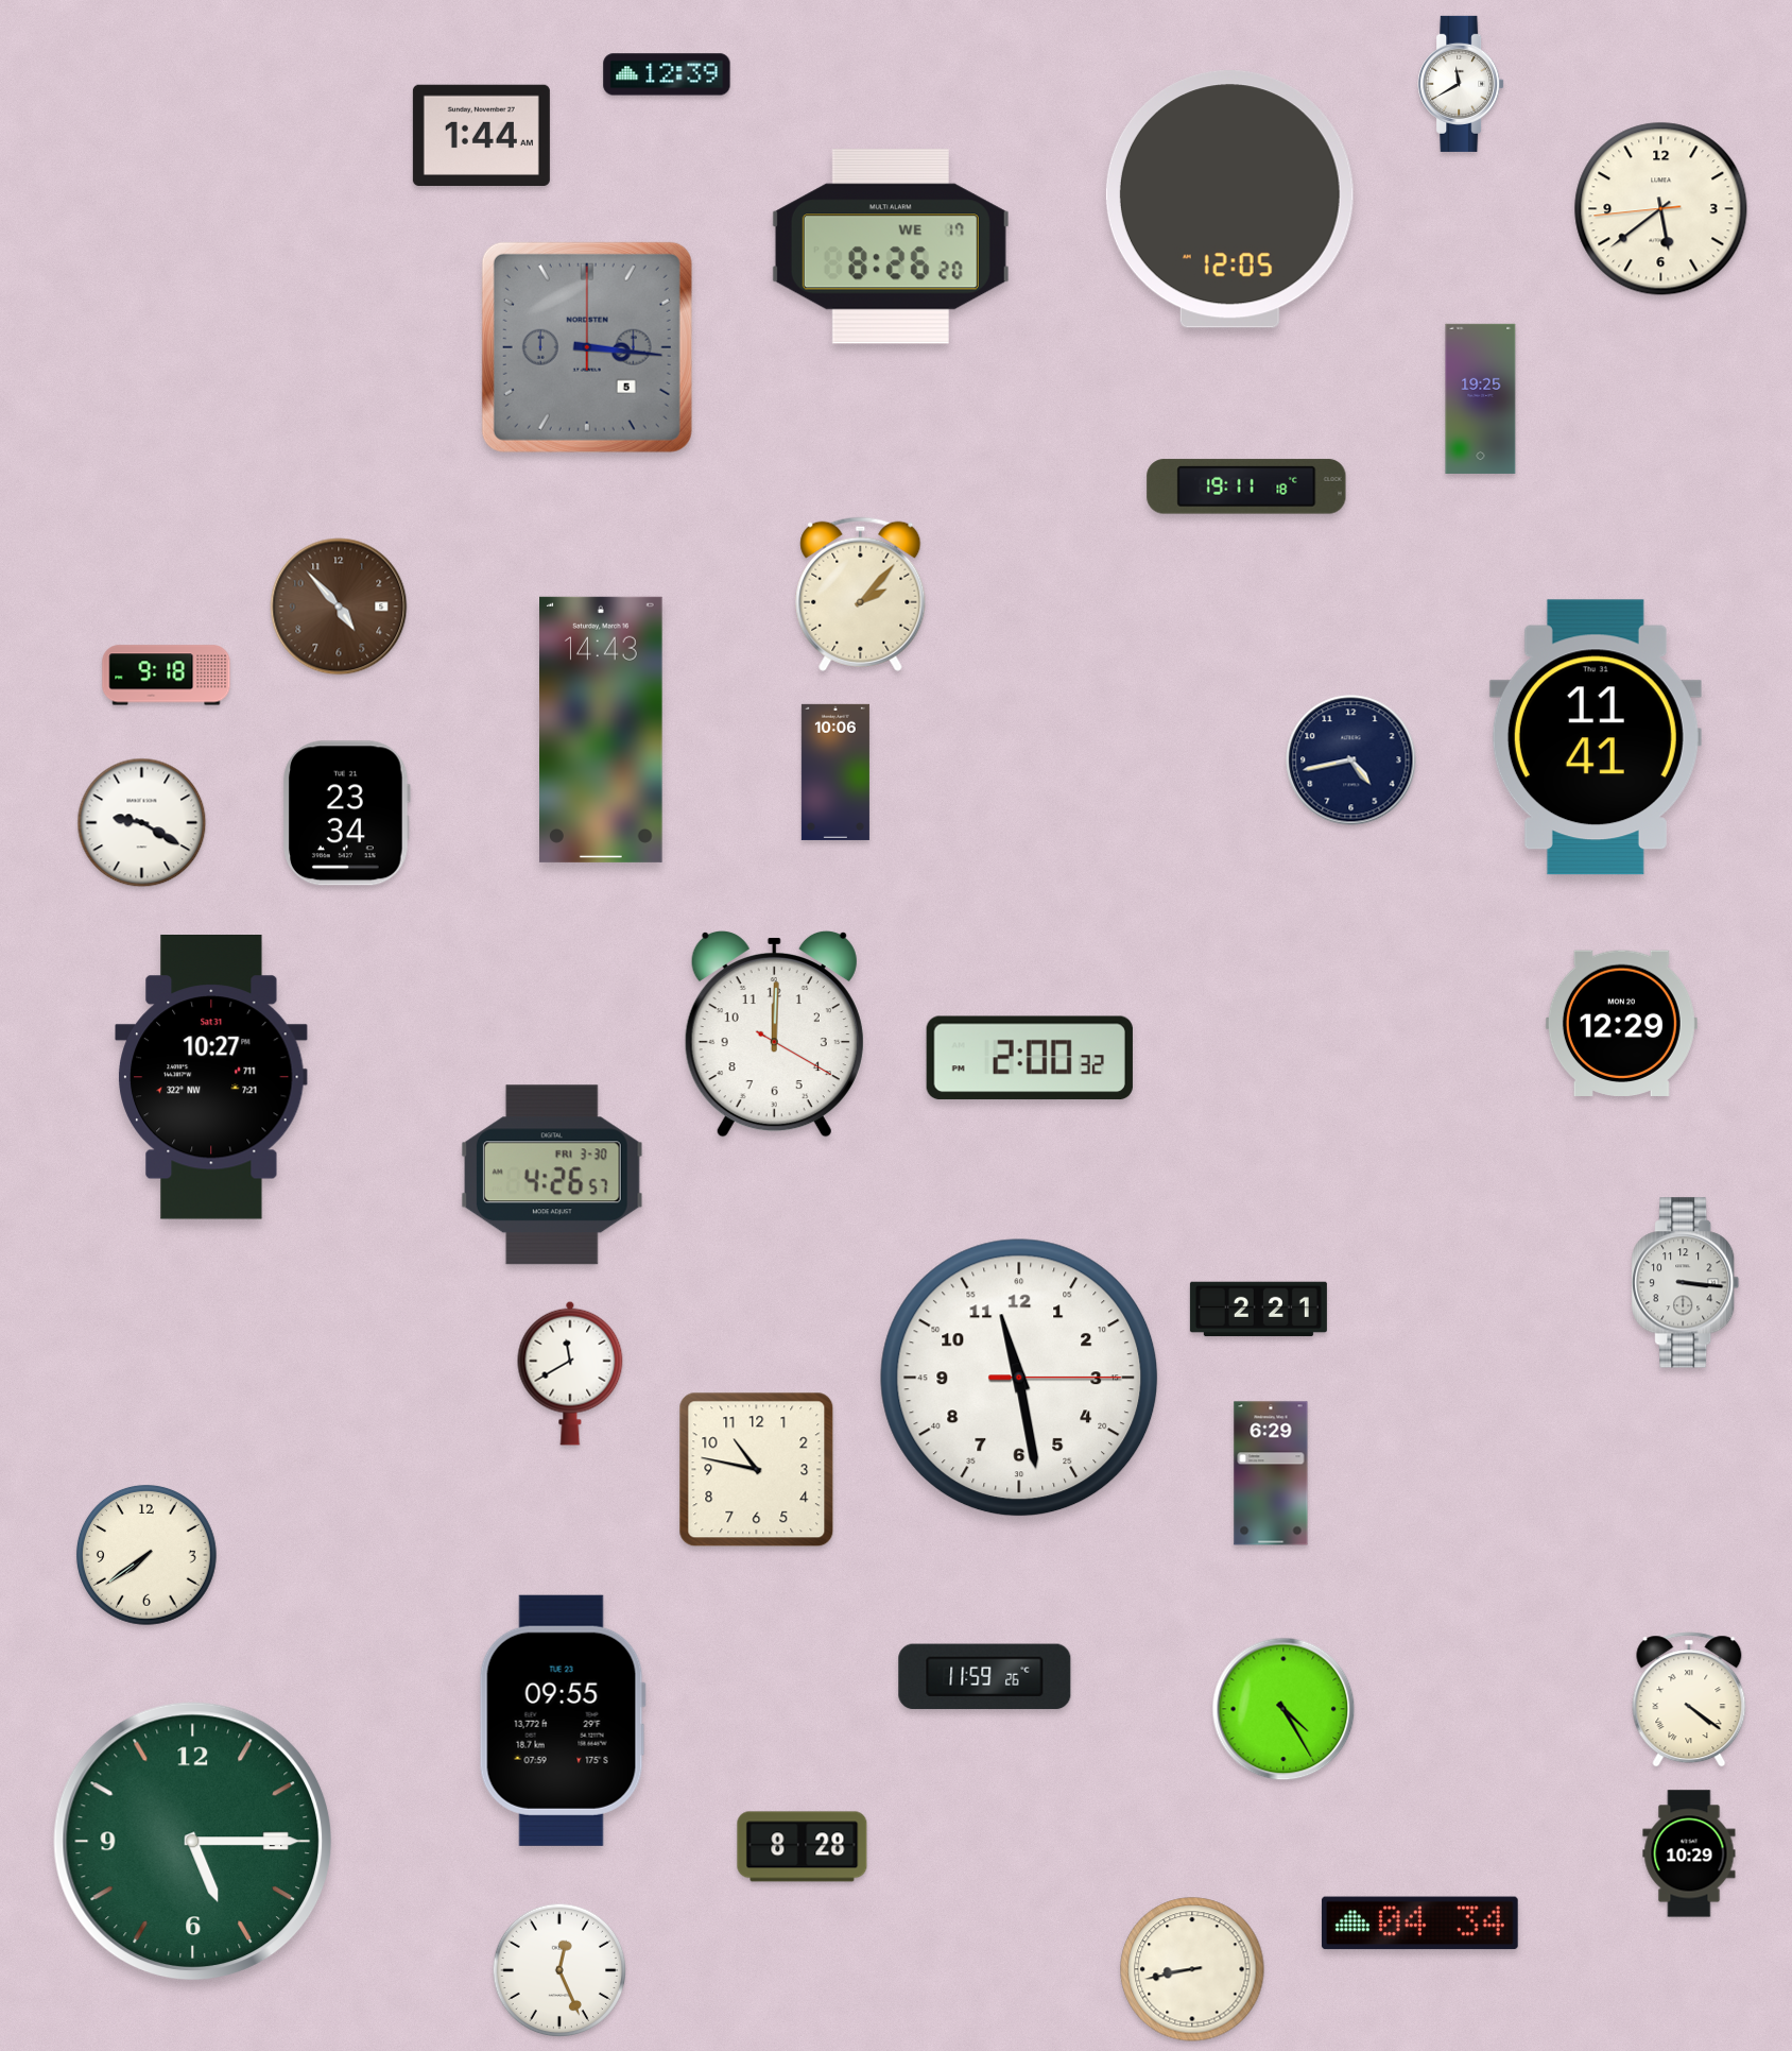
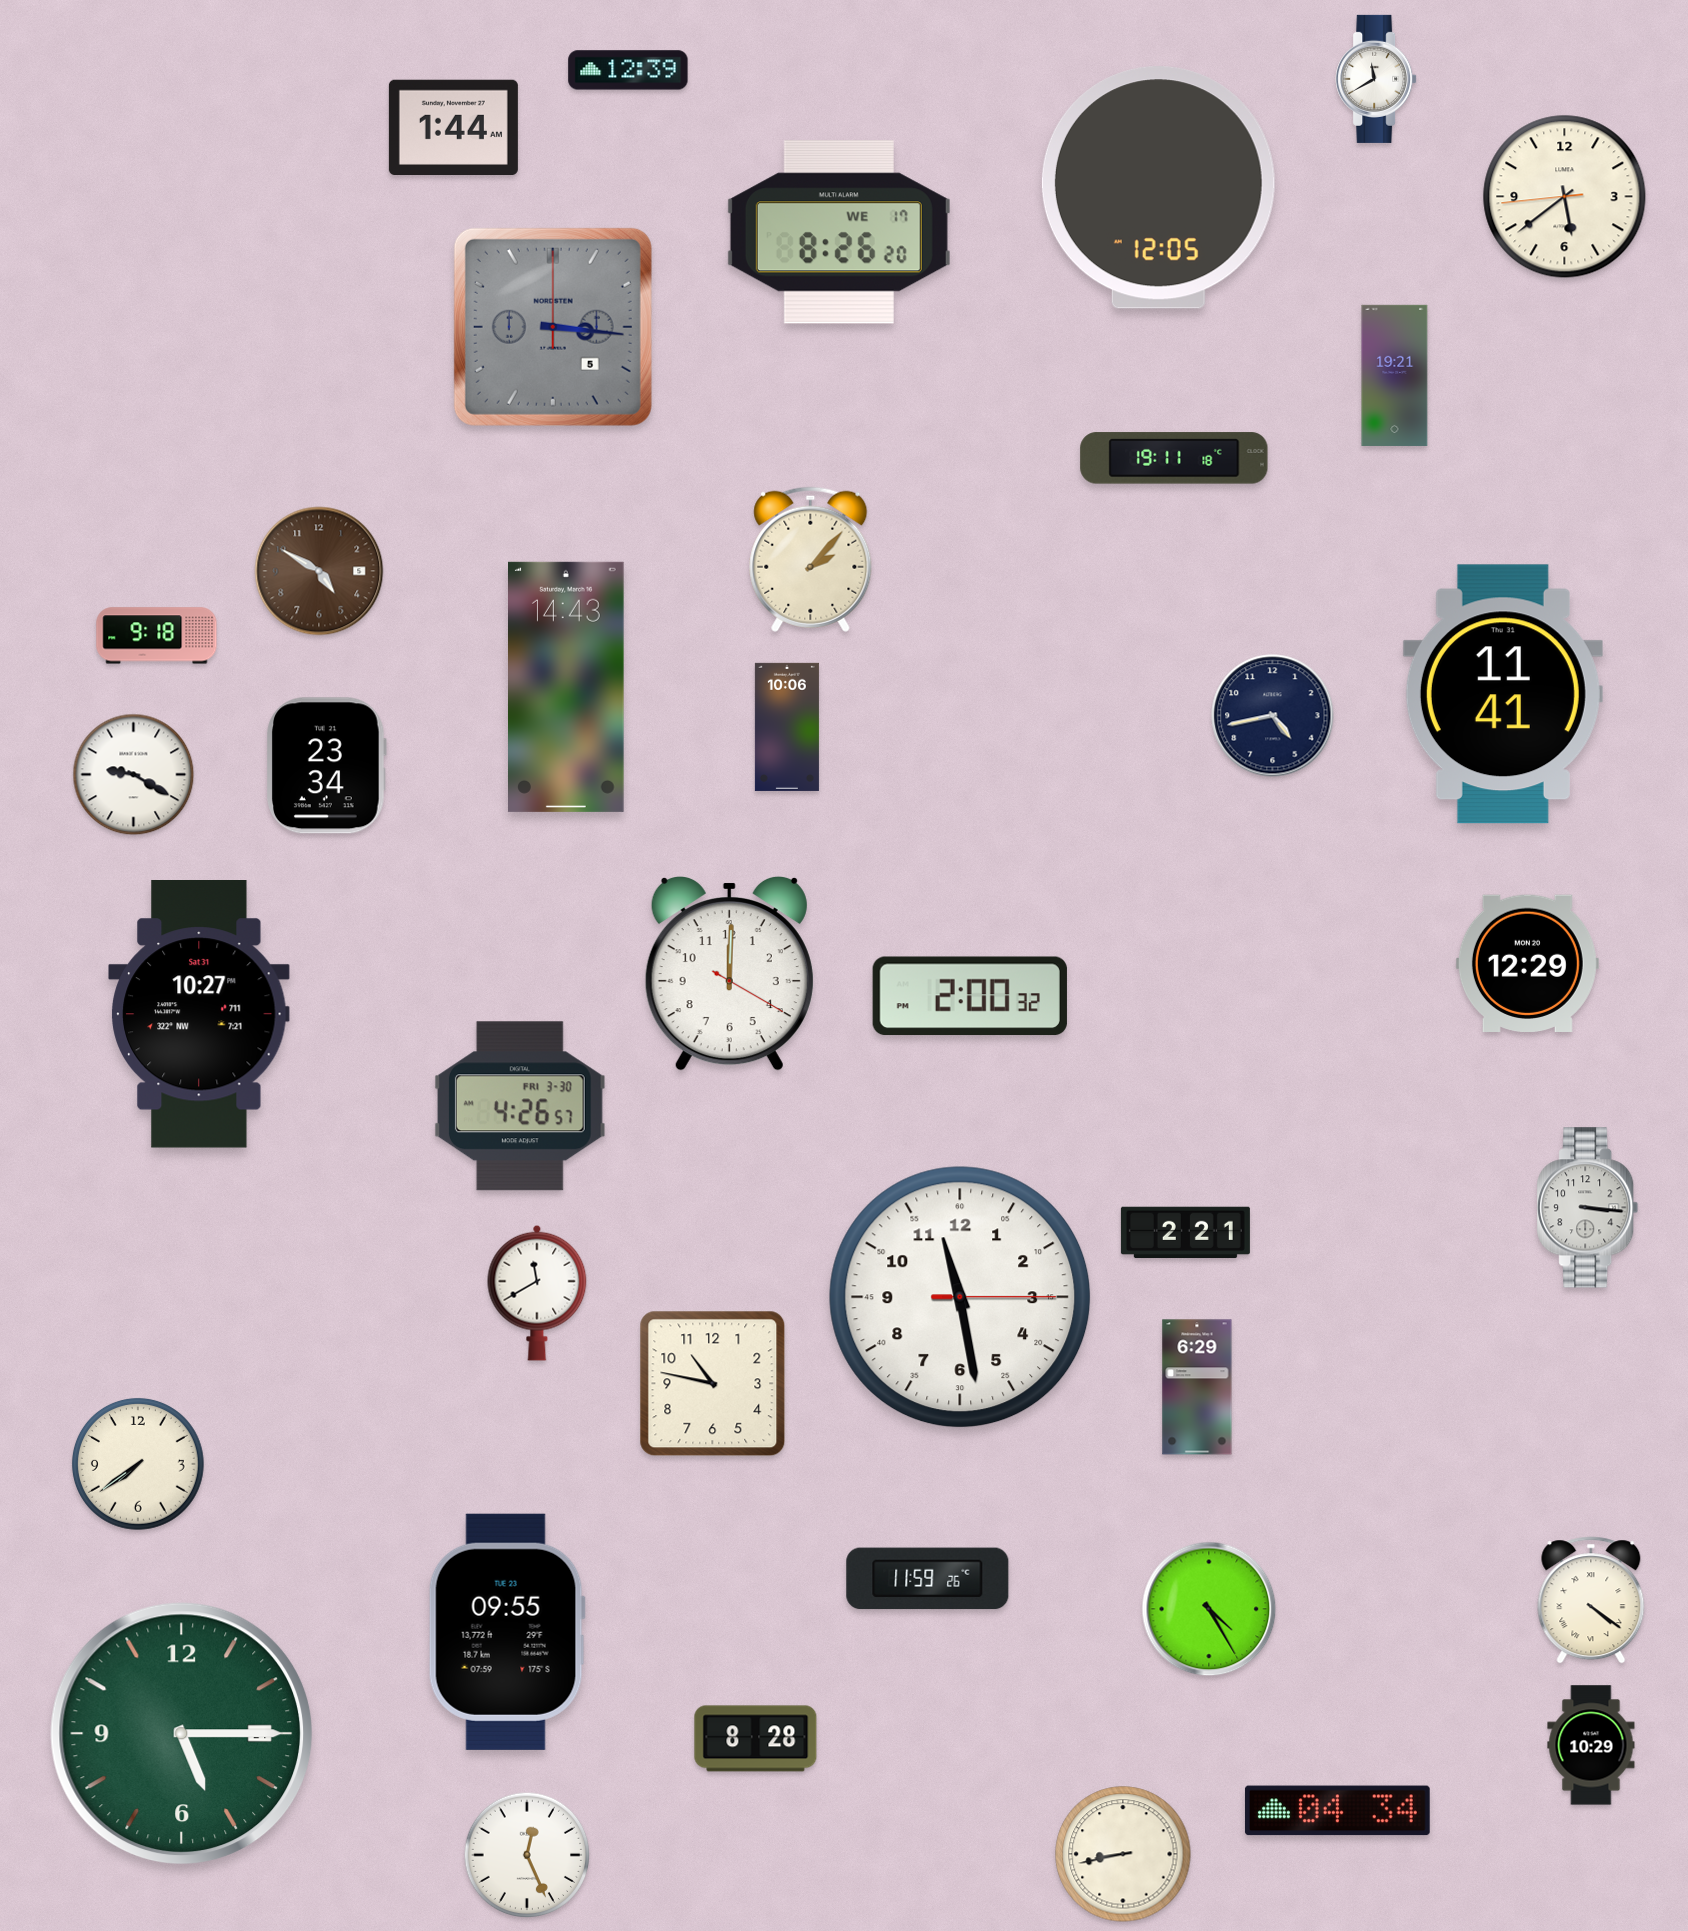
clock at (1481, 398): 19:25 -> 19:21
clock at (339, 606): 4:53 -> 4:50
clock at (563, 1721) position: (563, 1721) -> (507, 1632)
